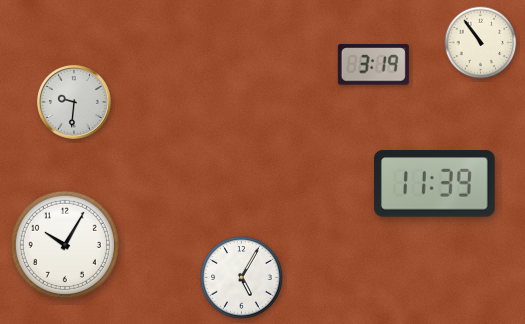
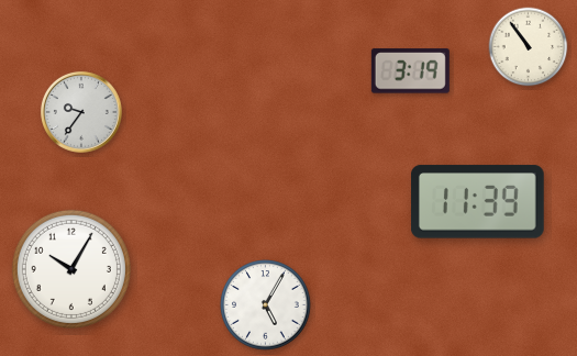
clock at (74, 102): 9:31 -> 9:36
